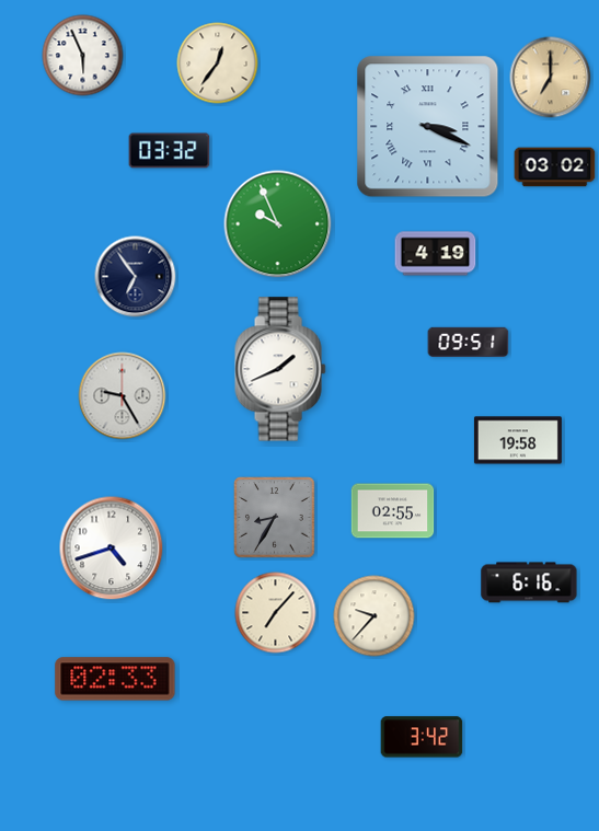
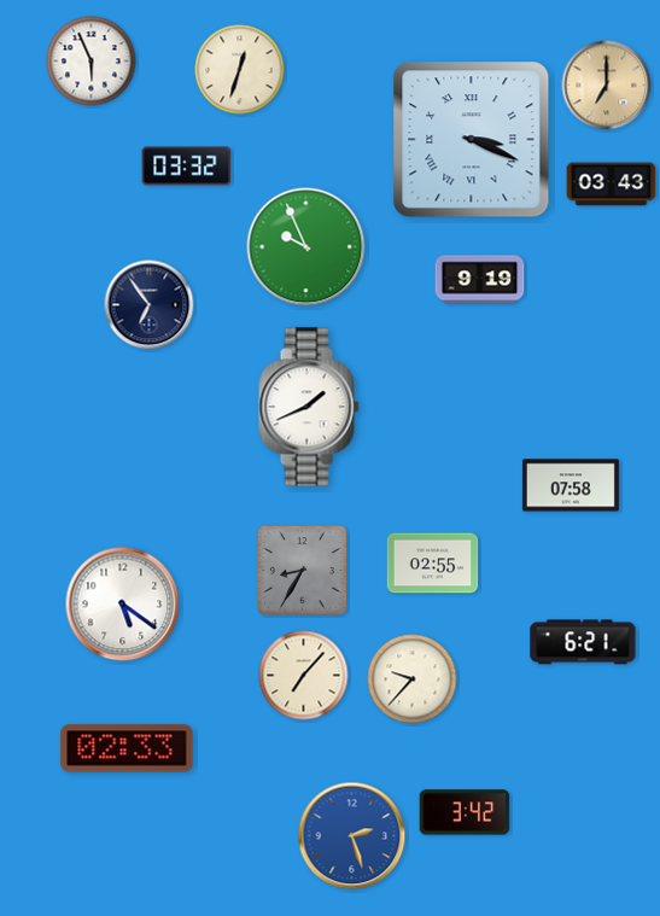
clock at (218, 64): 12:36 -> 12:33
clock at (555, 168): 03:02 -> 03:43
clock at (436, 254): 4:19 -> 9:19
clock at (469, 342): 09:51 -> none
clock at (123, 396): 9:25 -> none
clock at (518, 440): 19:58 -> 07:58
clock at (112, 549): 4:42 -> 5:21
clock at (529, 582): 6:16 -> 6:21
clock at (352, 836): none -> 2:27
